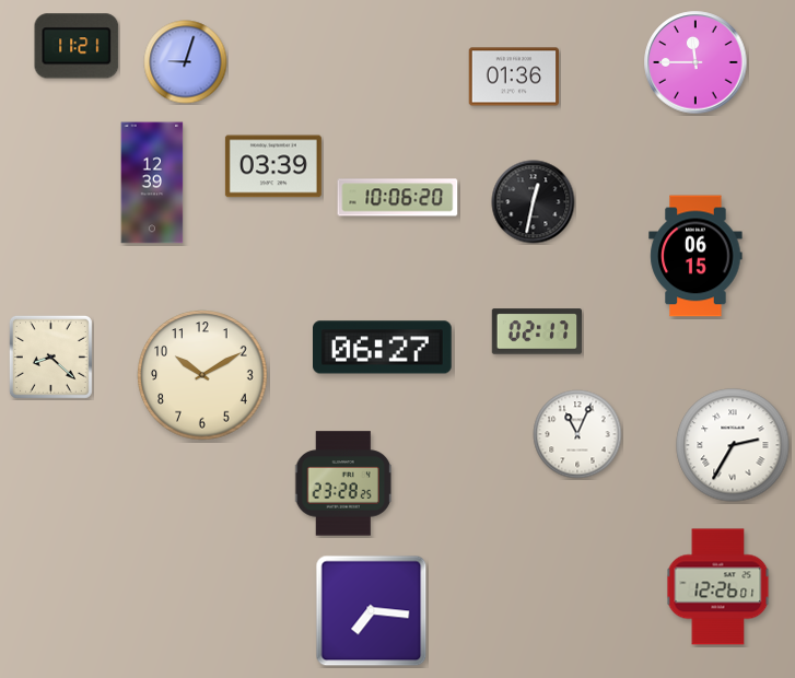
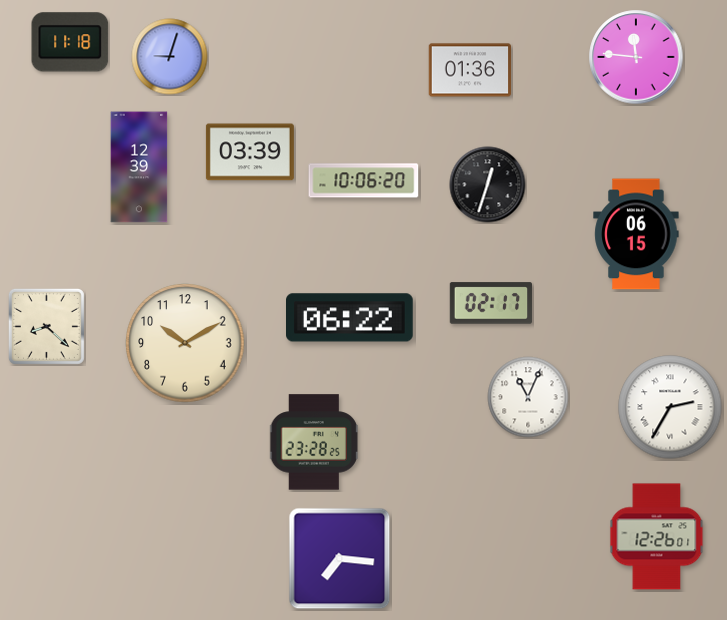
clock at (77, 46): 11:21 -> 11:18
clock at (695, 62): 11:45 -> 11:46
clock at (534, 202): 12:32 -> 12:33
clock at (383, 348): 06:27 -> 06:22
